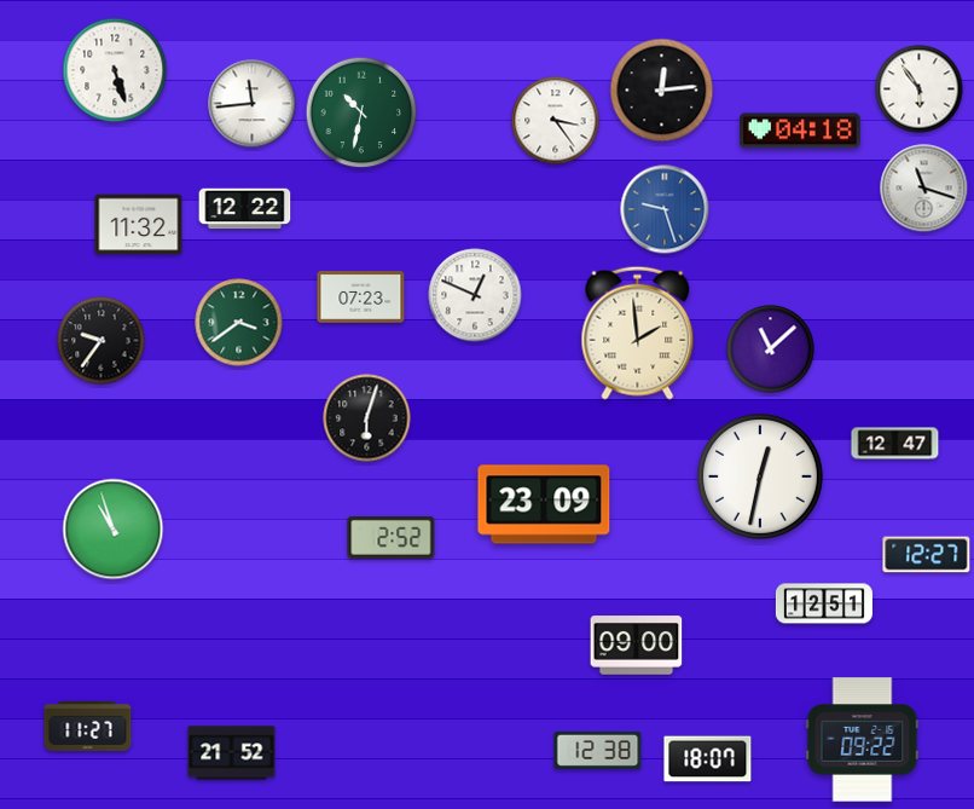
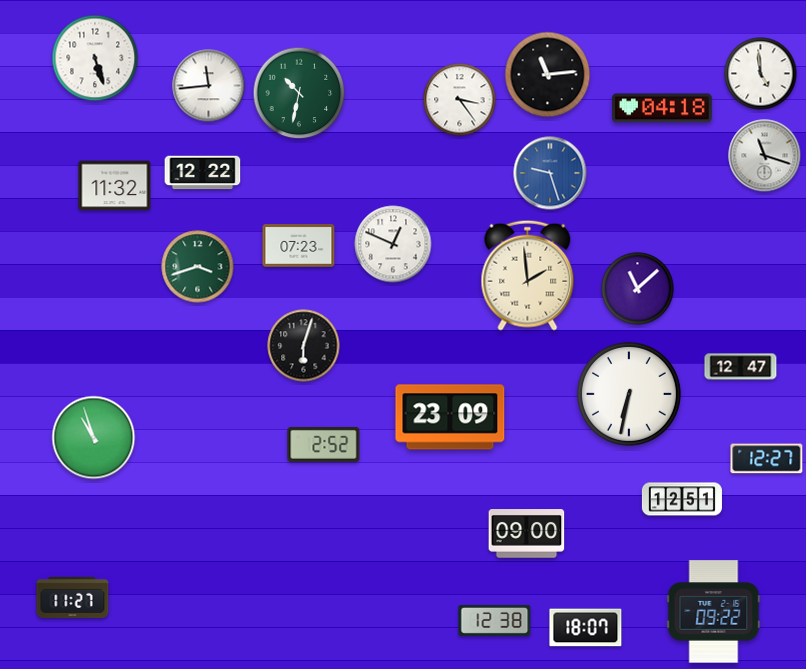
clock at (920, 89): 5:54 -> 4:59
clock at (662, 91): 12:14 -> 11:14
clock at (239, 323): 3:39 -> 3:42
clock at (102, 341): 9:36 -> none
clock at (760, 476): 12:32 -> 6:32
clock at (88, 726) position: (88, 726) -> (73, 597)
clock at (232, 753): 21:52 -> none
